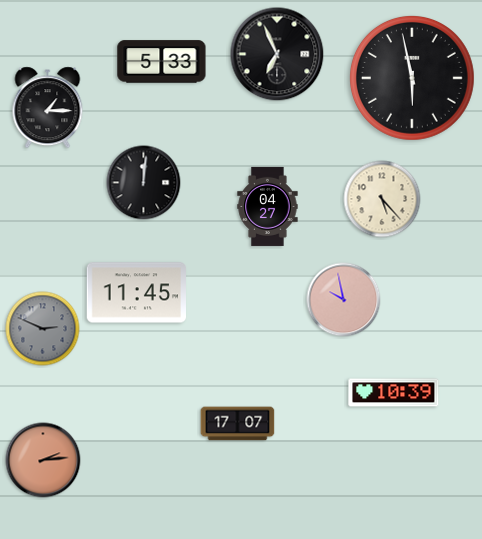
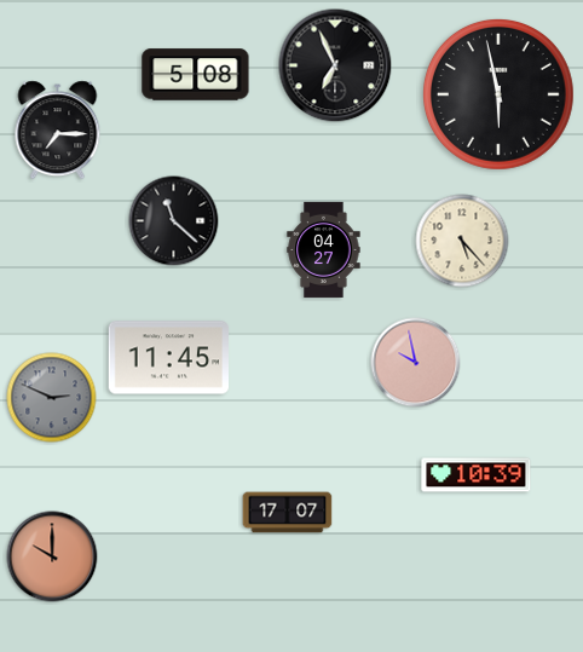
clock at (162, 62): 5:33 -> 5:08
clock at (48, 108): 1:15 -> 7:15
clock at (144, 183): 12:01 -> 11:22
clock at (136, 293) position: (136, 293) -> (168, 358)
clock at (43, 460): 2:14 -> 10:00
